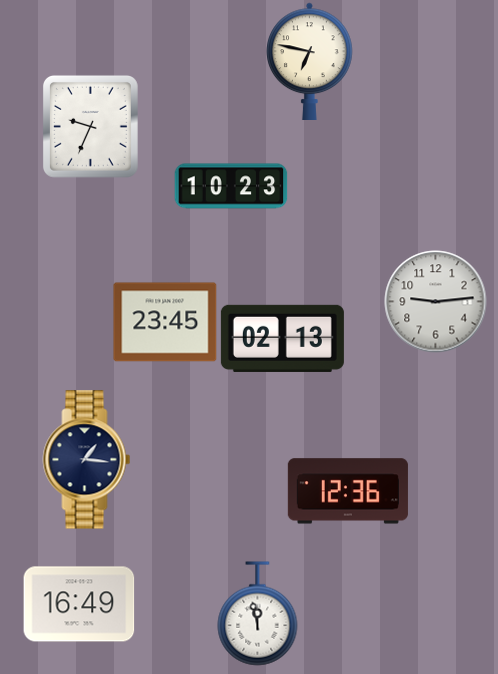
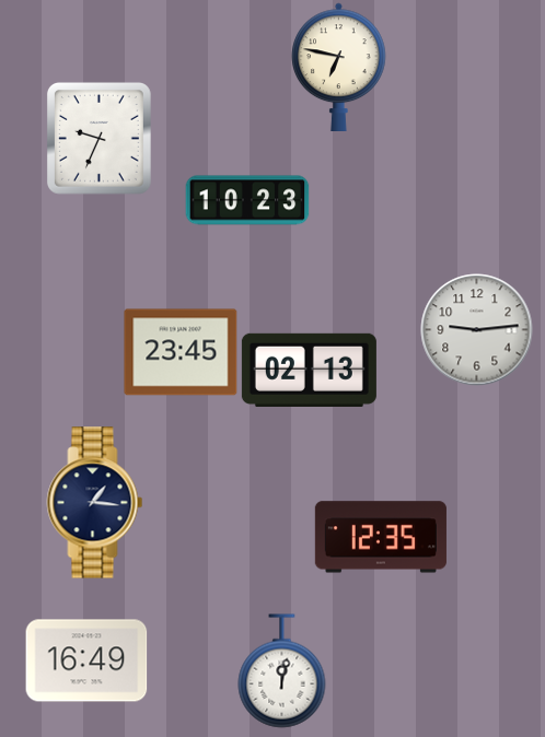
clock at (231, 186) position: (231, 186) -> (247, 200)
clock at (348, 491): 12:36 -> 12:35
clock at (258, 614): 11:58 -> 12:02
